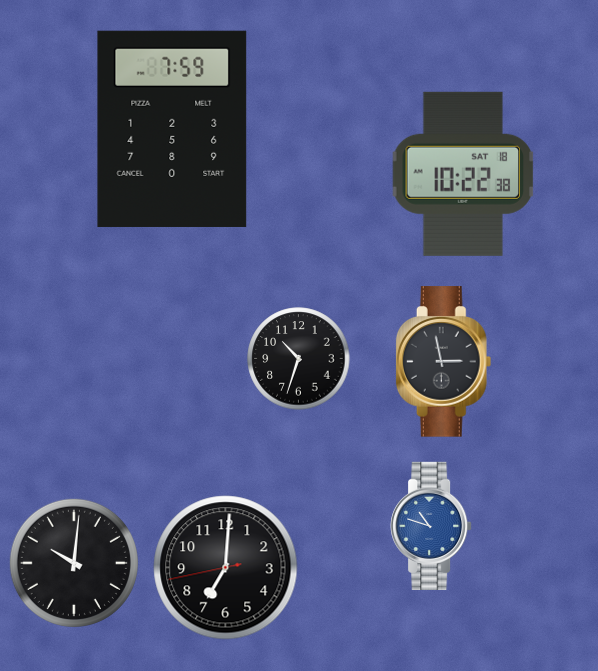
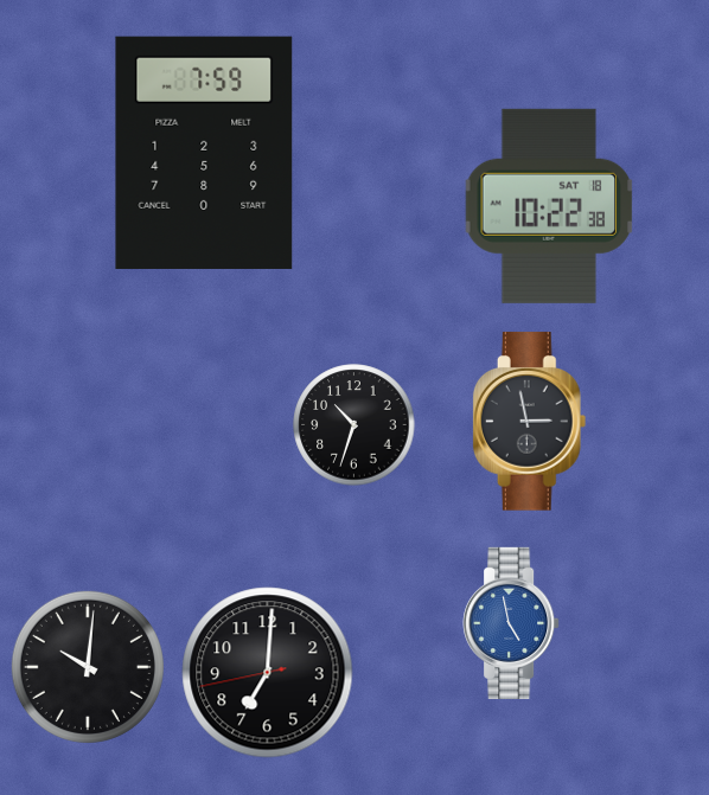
clock at (444, 362) position: (444, 362) -> (530, 422)
clock at (431, 526): 10:48 -> 4:58
